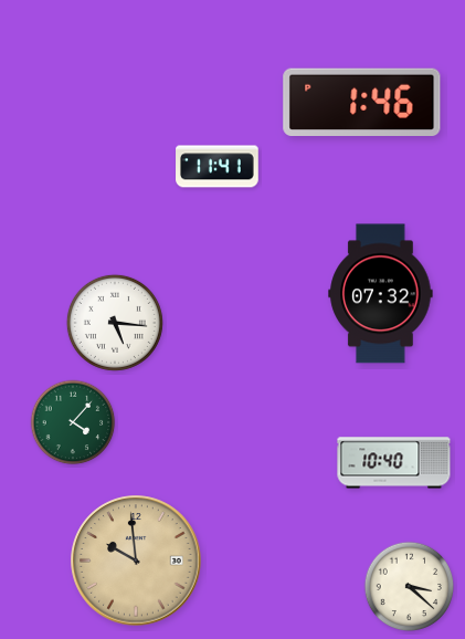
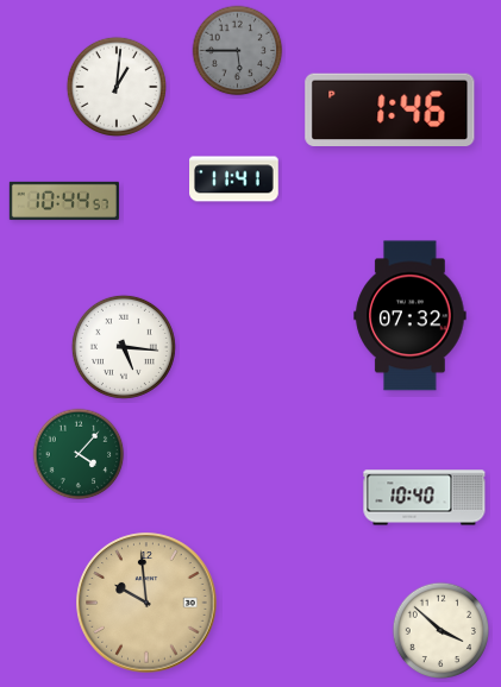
clock at (238, 51): none -> 5:45
clock at (117, 87): none -> 1:01
clock at (64, 201): none -> 10:44
clock at (410, 587): 3:22 -> 3:52
